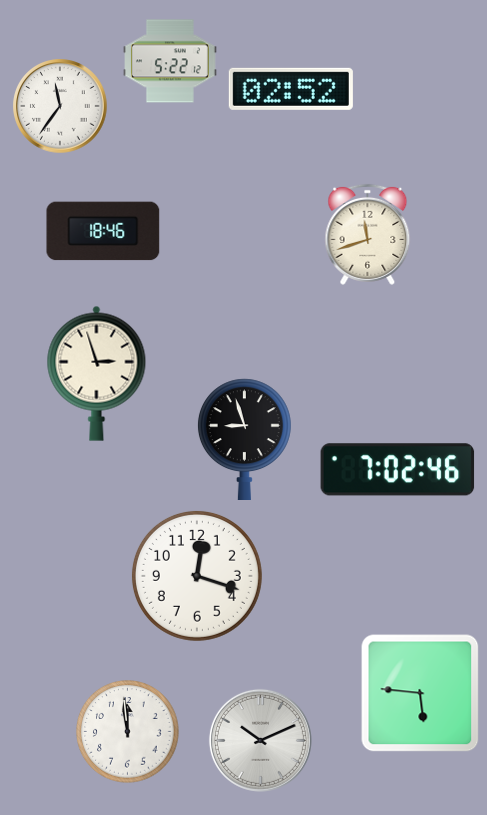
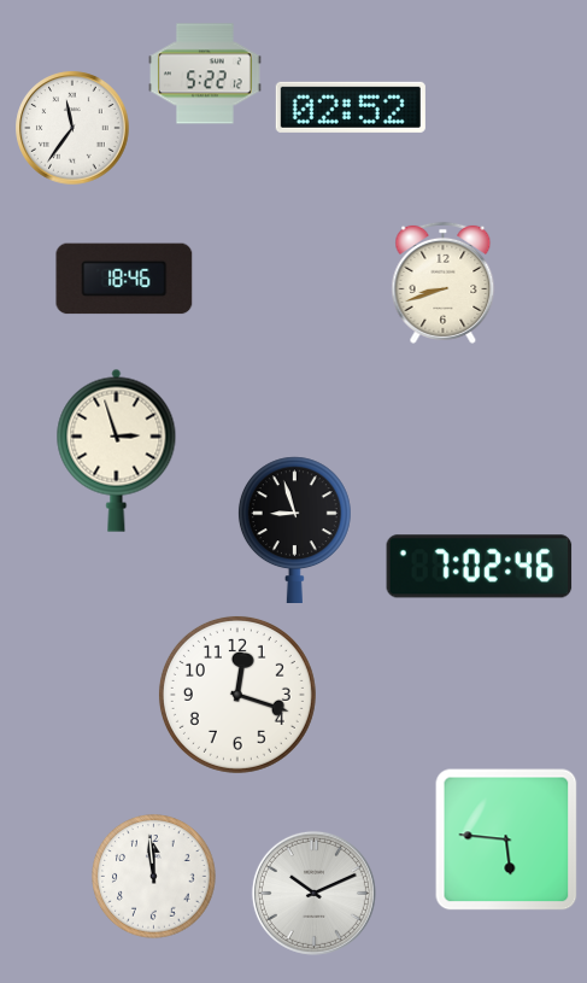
clock at (368, 234): 11:42 -> 8:42
clock at (420, 693) position: (420, 693) -> (506, 839)
clock at (128, 732) position: (128, 732) -> (154, 877)
